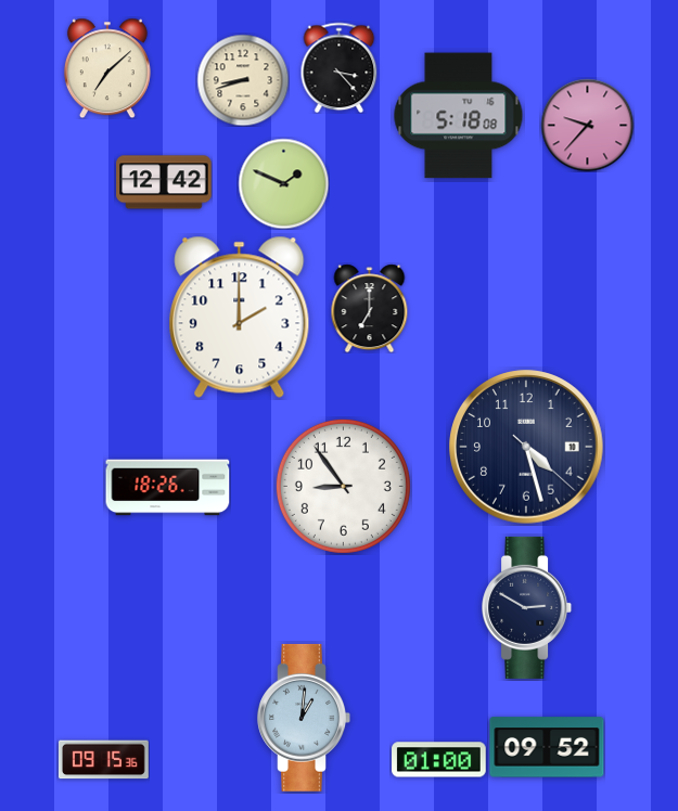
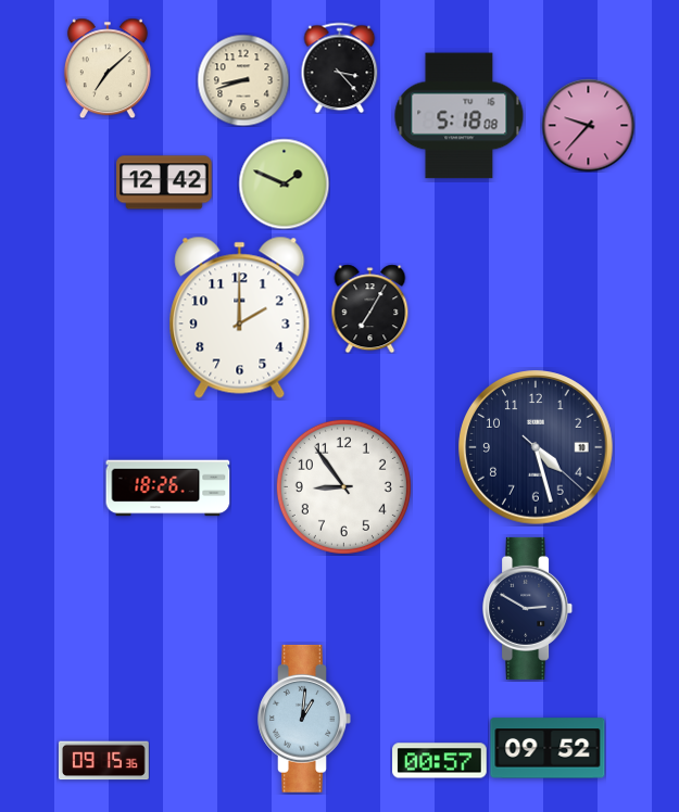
clock at (370, 308): 7:00 -> 7:05
clock at (526, 447) position: (526, 447) -> (536, 447)
clock at (439, 760): 01:00 -> 00:57
